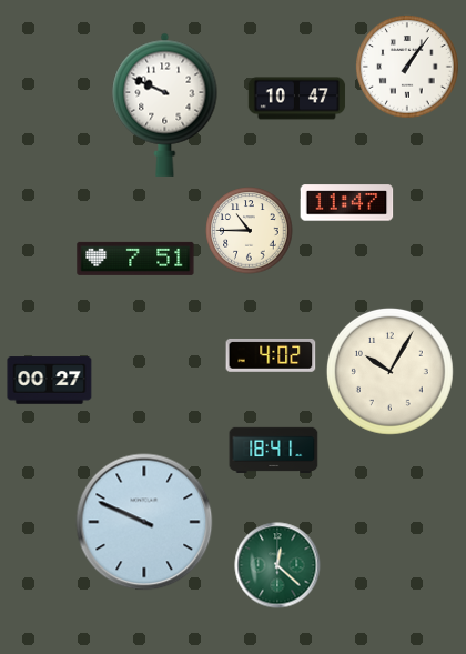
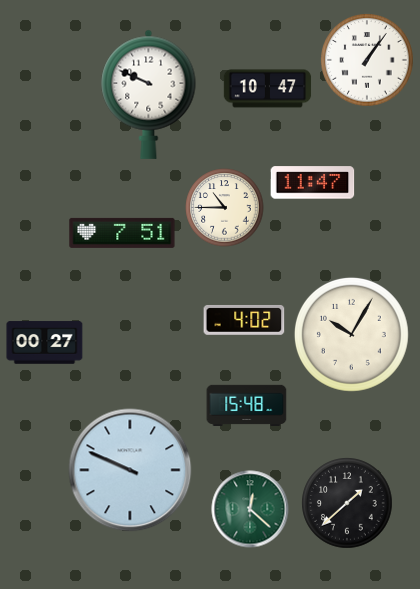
clock at (274, 450): 18:41 -> 15:48
clock at (347, 503): none -> 1:38
